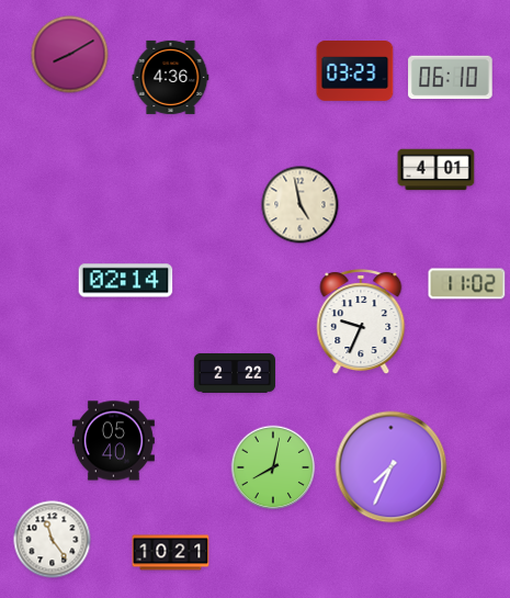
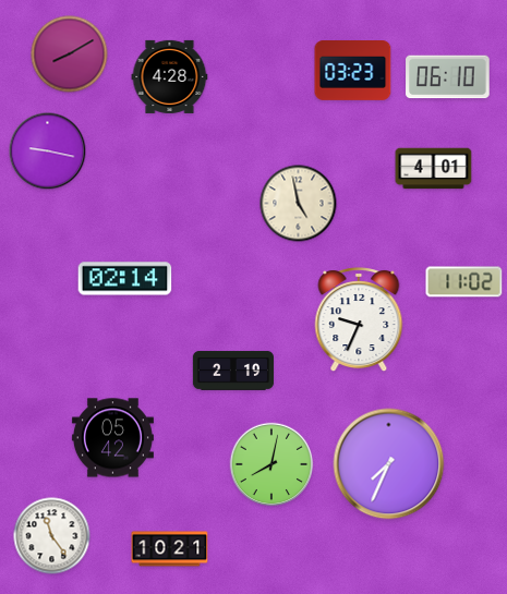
clock at (171, 77): 4:36 -> 4:28
clock at (48, 151): none -> 9:17
clock at (235, 373): 2:22 -> 2:19
clock at (113, 441): 05:40 -> 05:42
